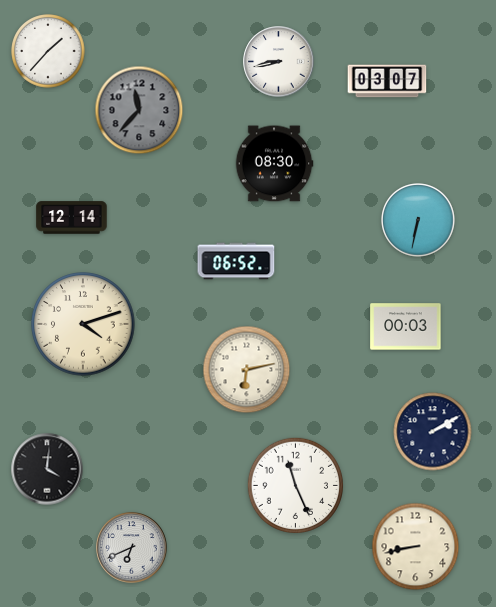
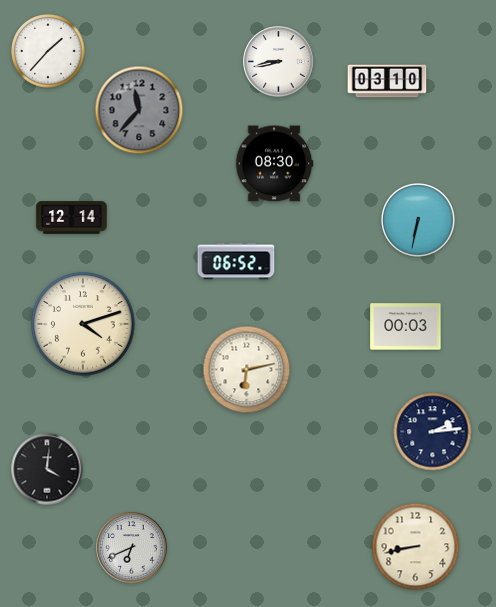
clock at (387, 81): 03:07 -> 03:10
clock at (433, 432): 2:10 -> 2:14
clock at (295, 485): 11:26 -> none
